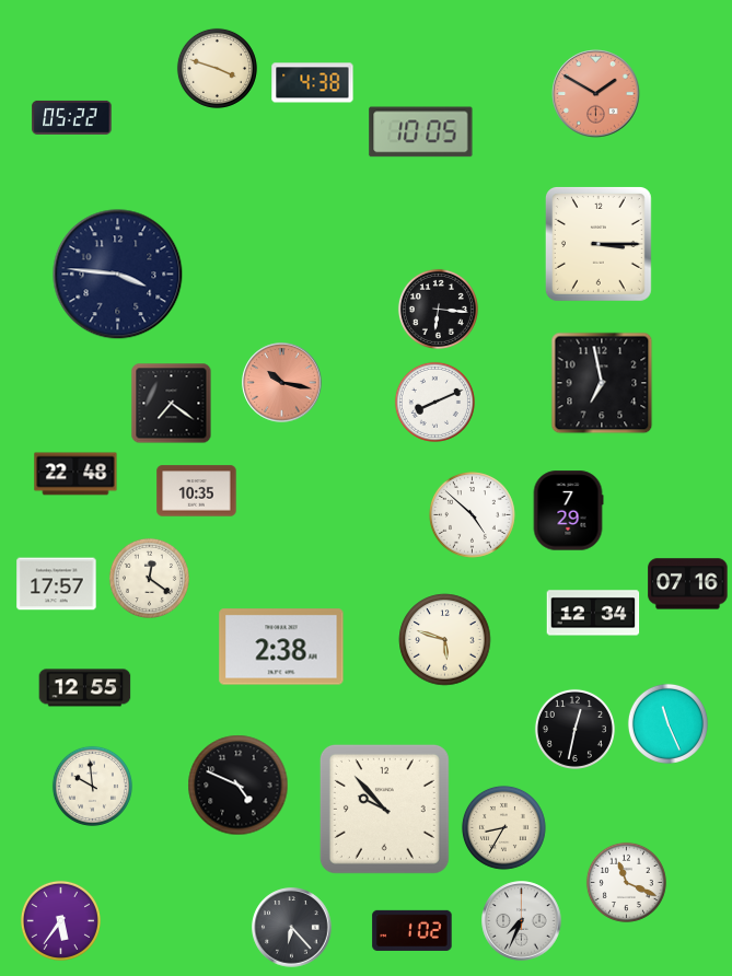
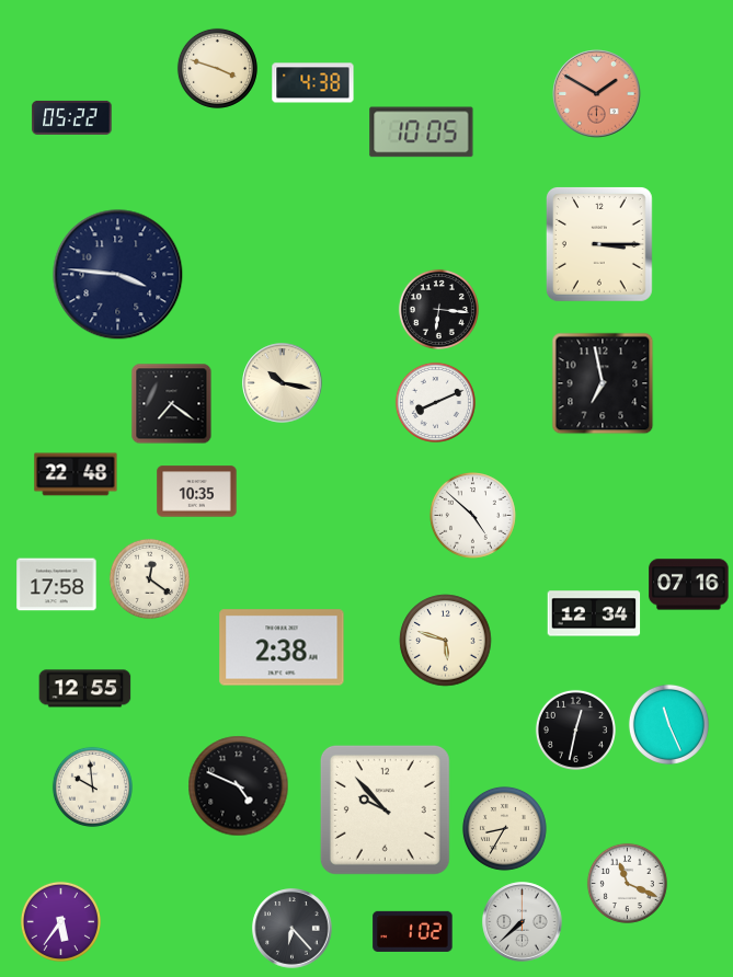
clock at (282, 383) dial: salmon -> cream
clock at (568, 511): 7:29 -> none
clock at (57, 584): 17:57 -> 17:58
clock at (522, 921): 7:34 -> 7:38
